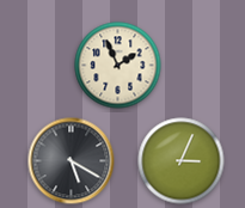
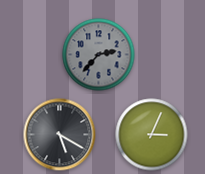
clock at (118, 66): 1:56 -> 2:37
clock at (118, 66) dial: cream -> grey
